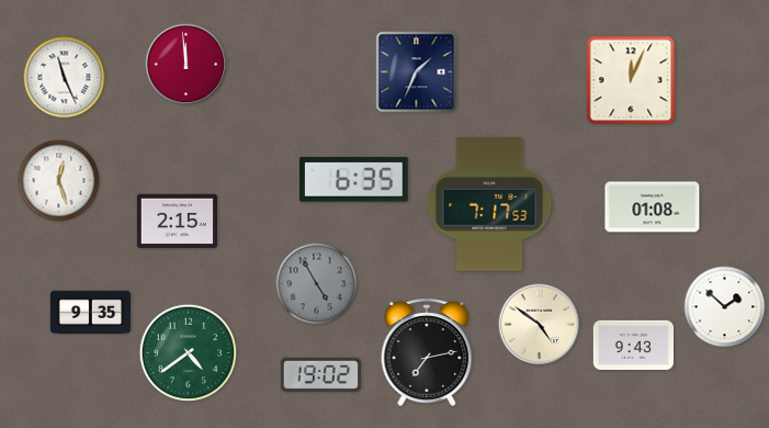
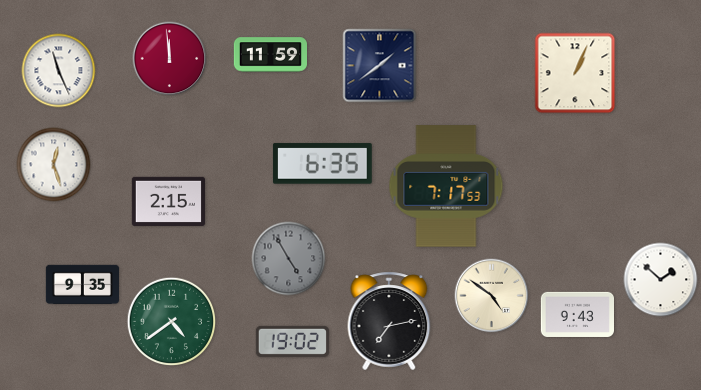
clock at (271, 55): none -> 11:59
clock at (417, 72): 1:34 -> 1:39
clock at (631, 80): 12:04 -> 1:04
clock at (653, 207): 01:08 -> none
clock at (177, 221) position: (177, 221) -> (168, 201)
